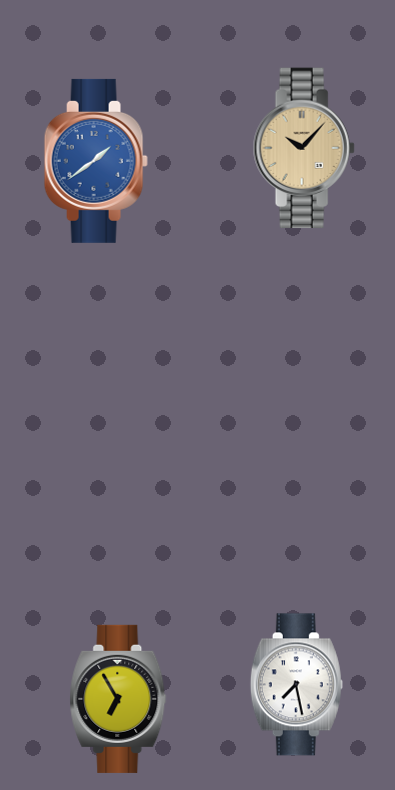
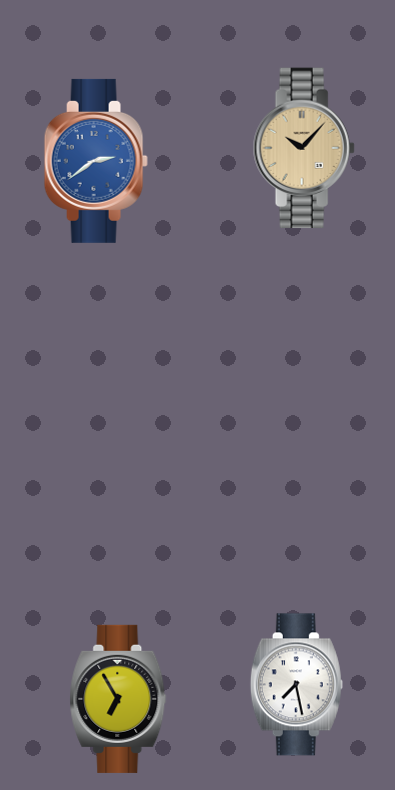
clock at (96, 161): 1:39 -> 2:39
